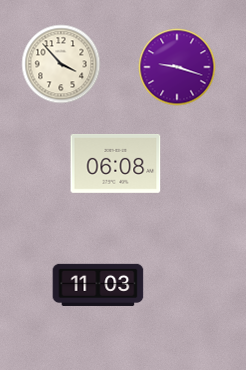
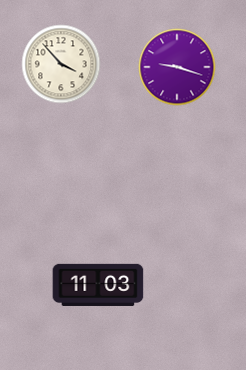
clock at (116, 163): 06:08 -> none
